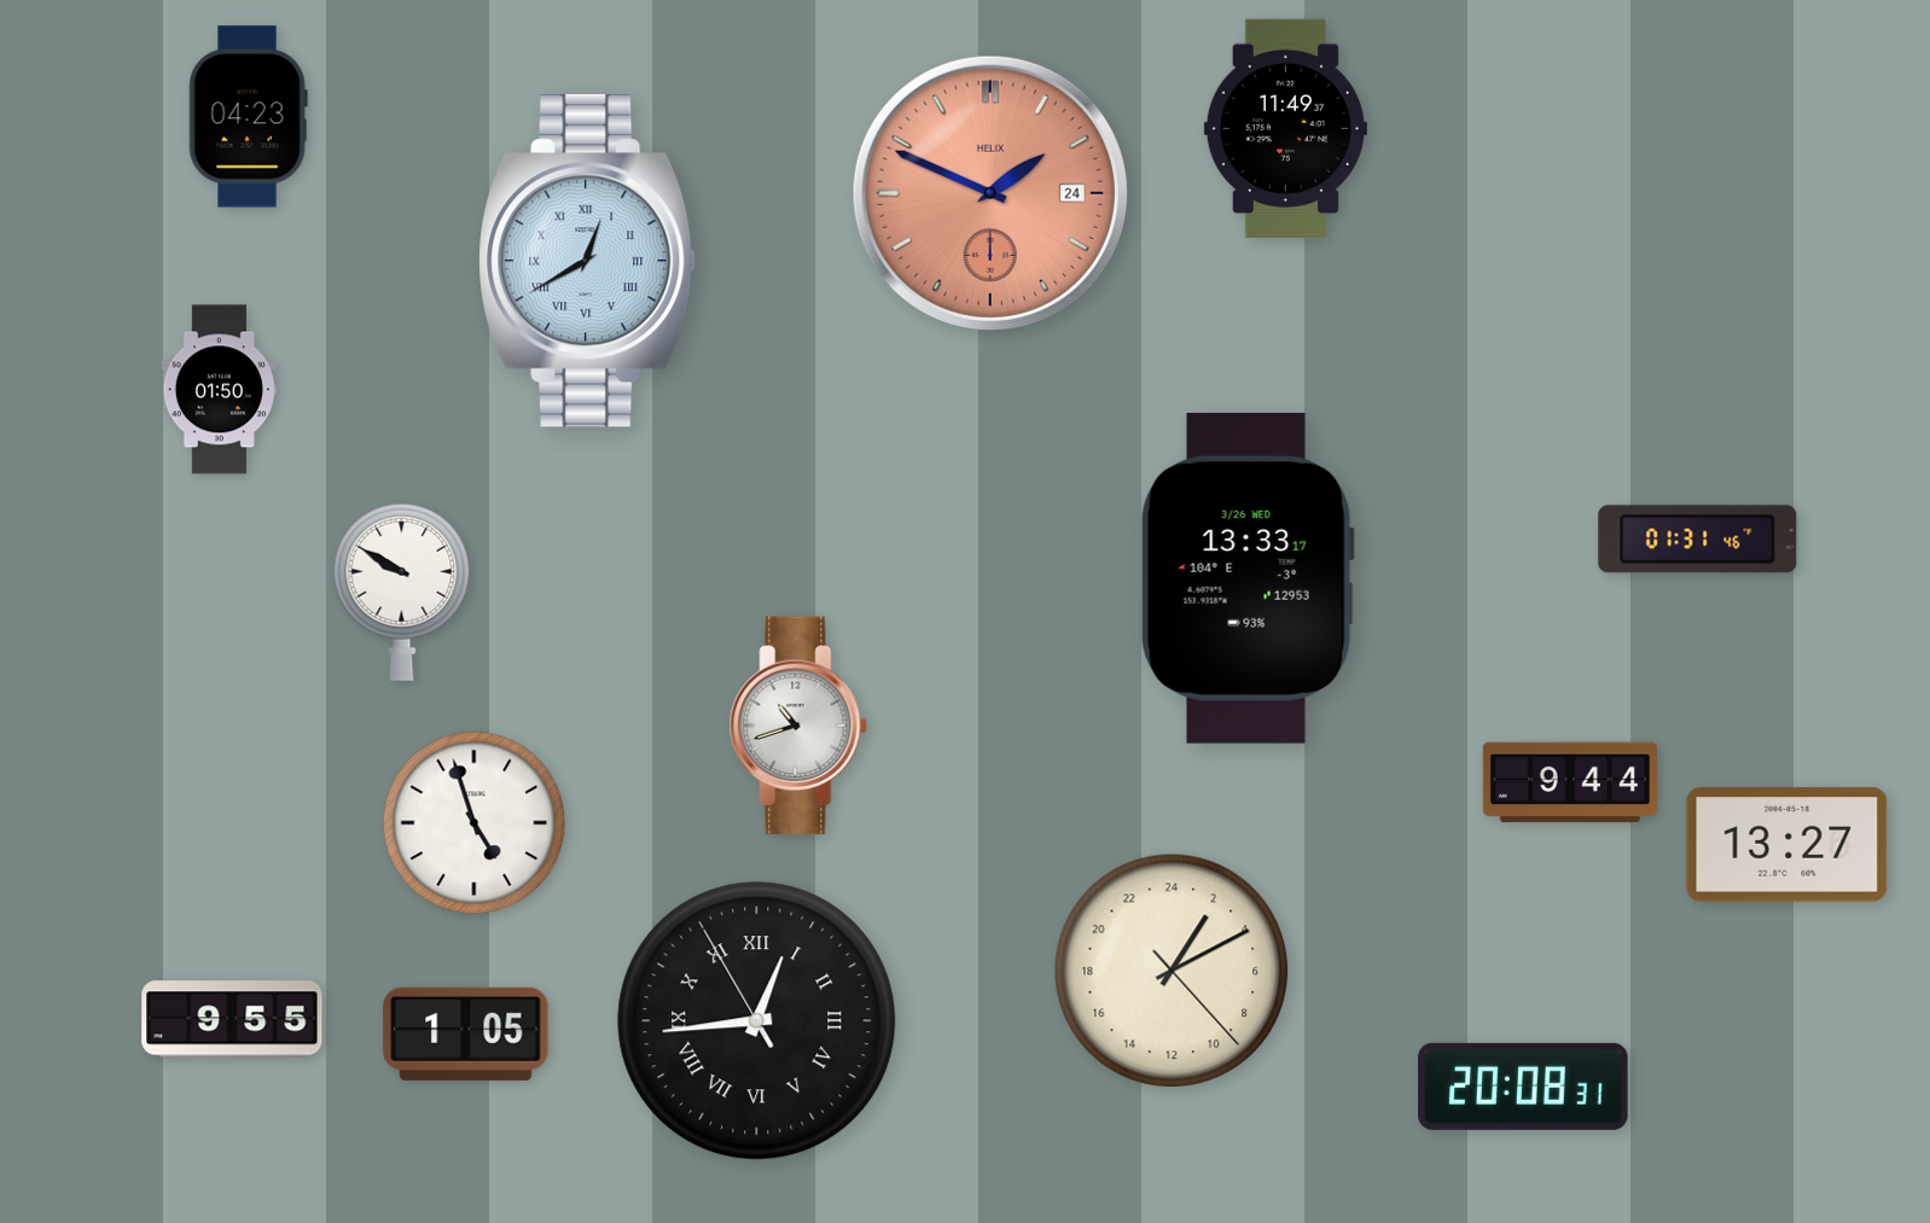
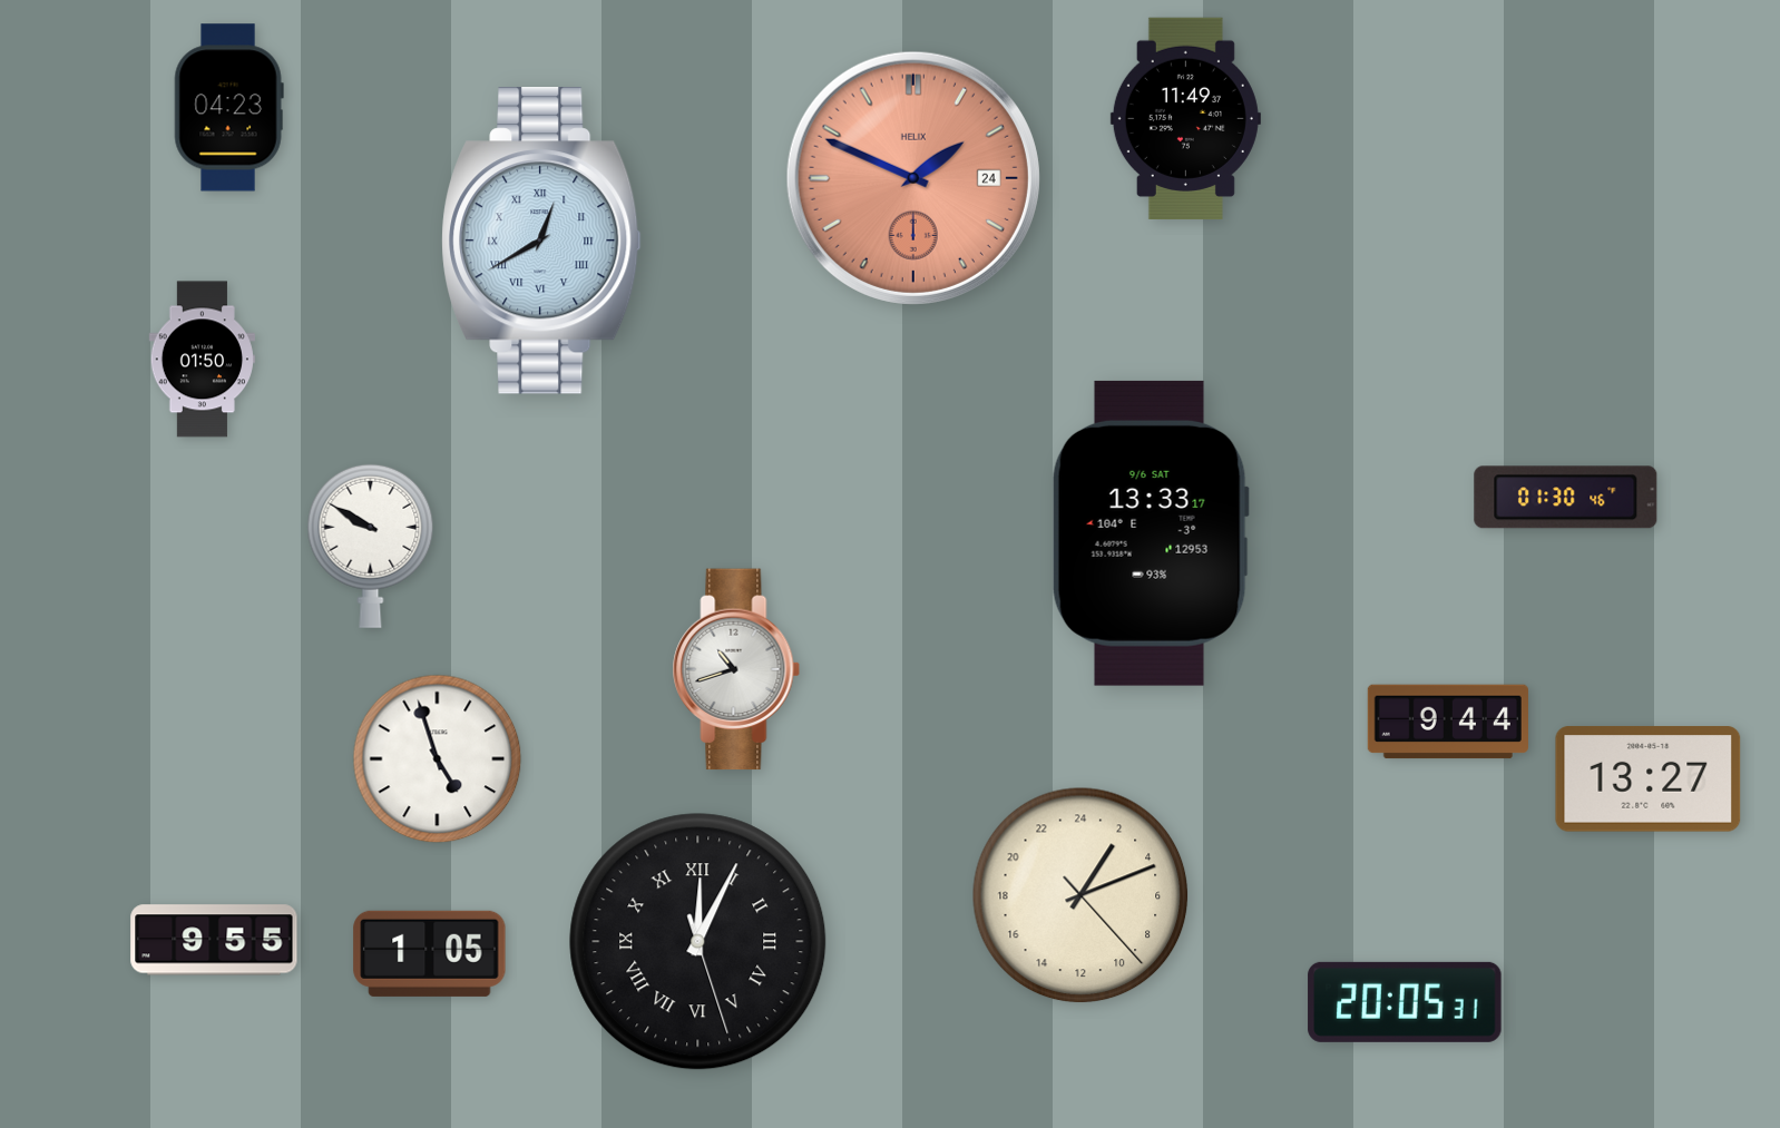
clock at (1698, 540): 01:31 -> 01:30
clock at (1248, 578) date: 3/26 WED -> 9/6 SAT
clock at (1172, 971): 2:10 -> 2:11
clock at (757, 1021): 12:43 -> 12:04
clock at (1523, 1087): 20:08 -> 20:05
